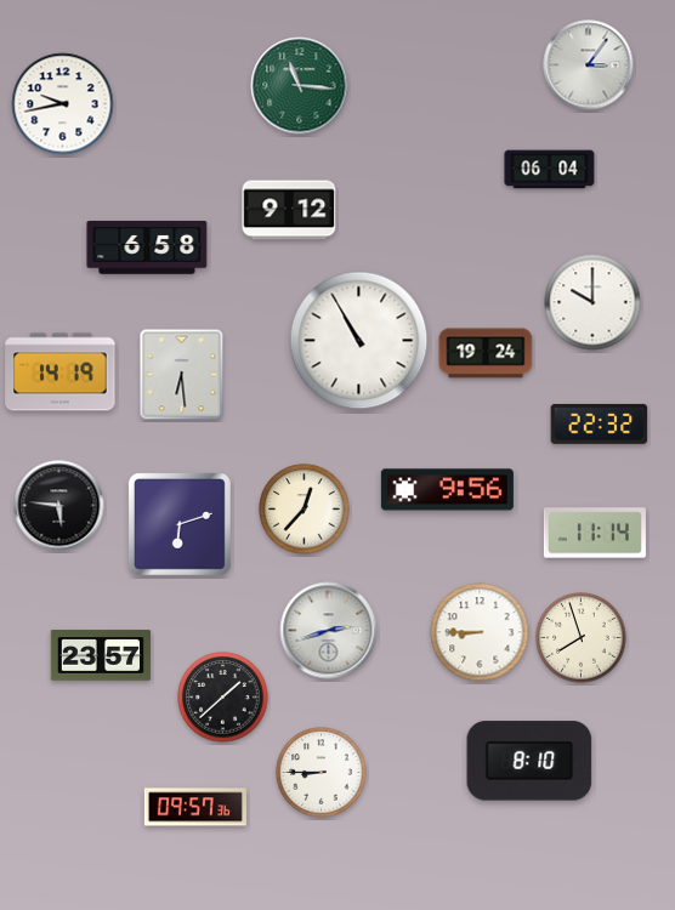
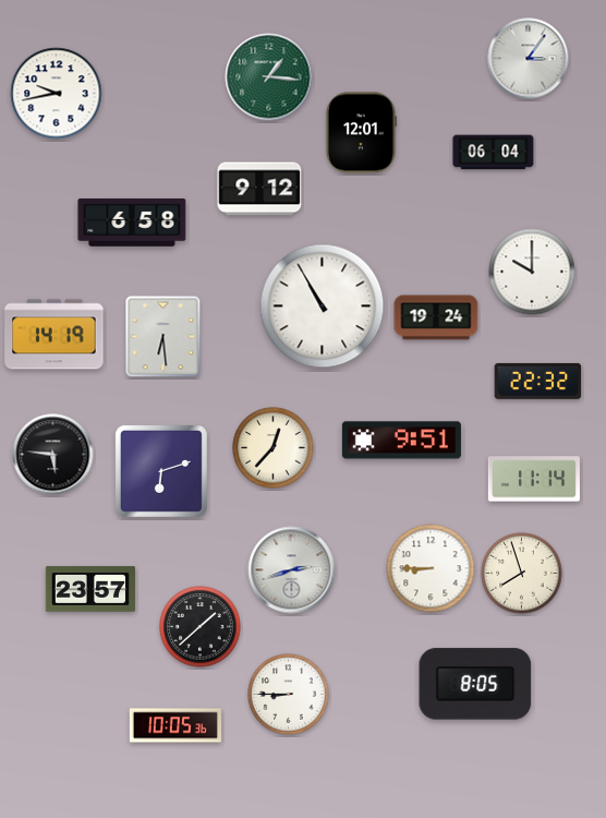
clock at (300, 86): 11:16 -> 1:16
clock at (361, 133): none -> 12:01
clock at (447, 490): 9:56 -> 9:51
clock at (305, 510) position: (305, 510) -> (274, 448)
clock at (329, 631) position: (329, 631) -> (292, 570)
clock at (529, 761): 8:10 -> 8:05
clock at (195, 807): 09:57 -> 10:05
